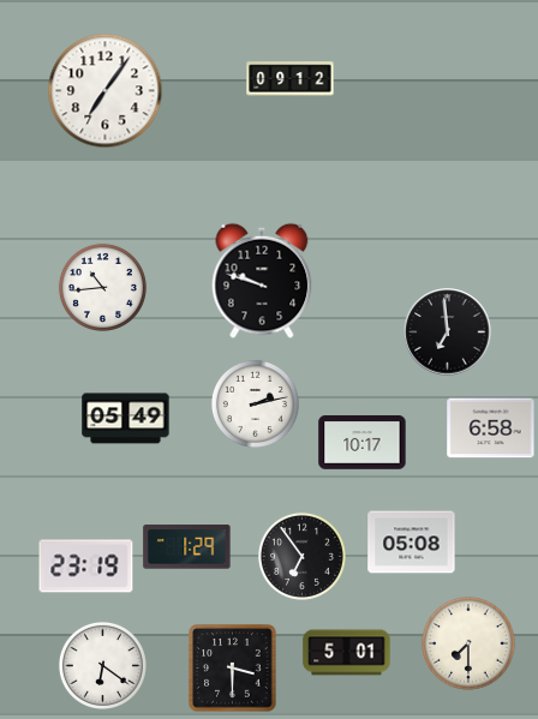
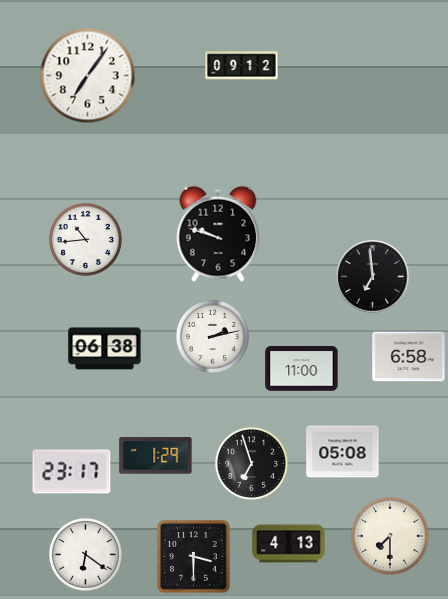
clock at (126, 419): 05:49 -> 06:38
clock at (363, 443): 10:17 -> 11:00
clock at (301, 556): 6:54 -> 6:57
clock at (86, 567): 23:19 -> 23:17
clock at (347, 653): 5:01 -> 4:13
